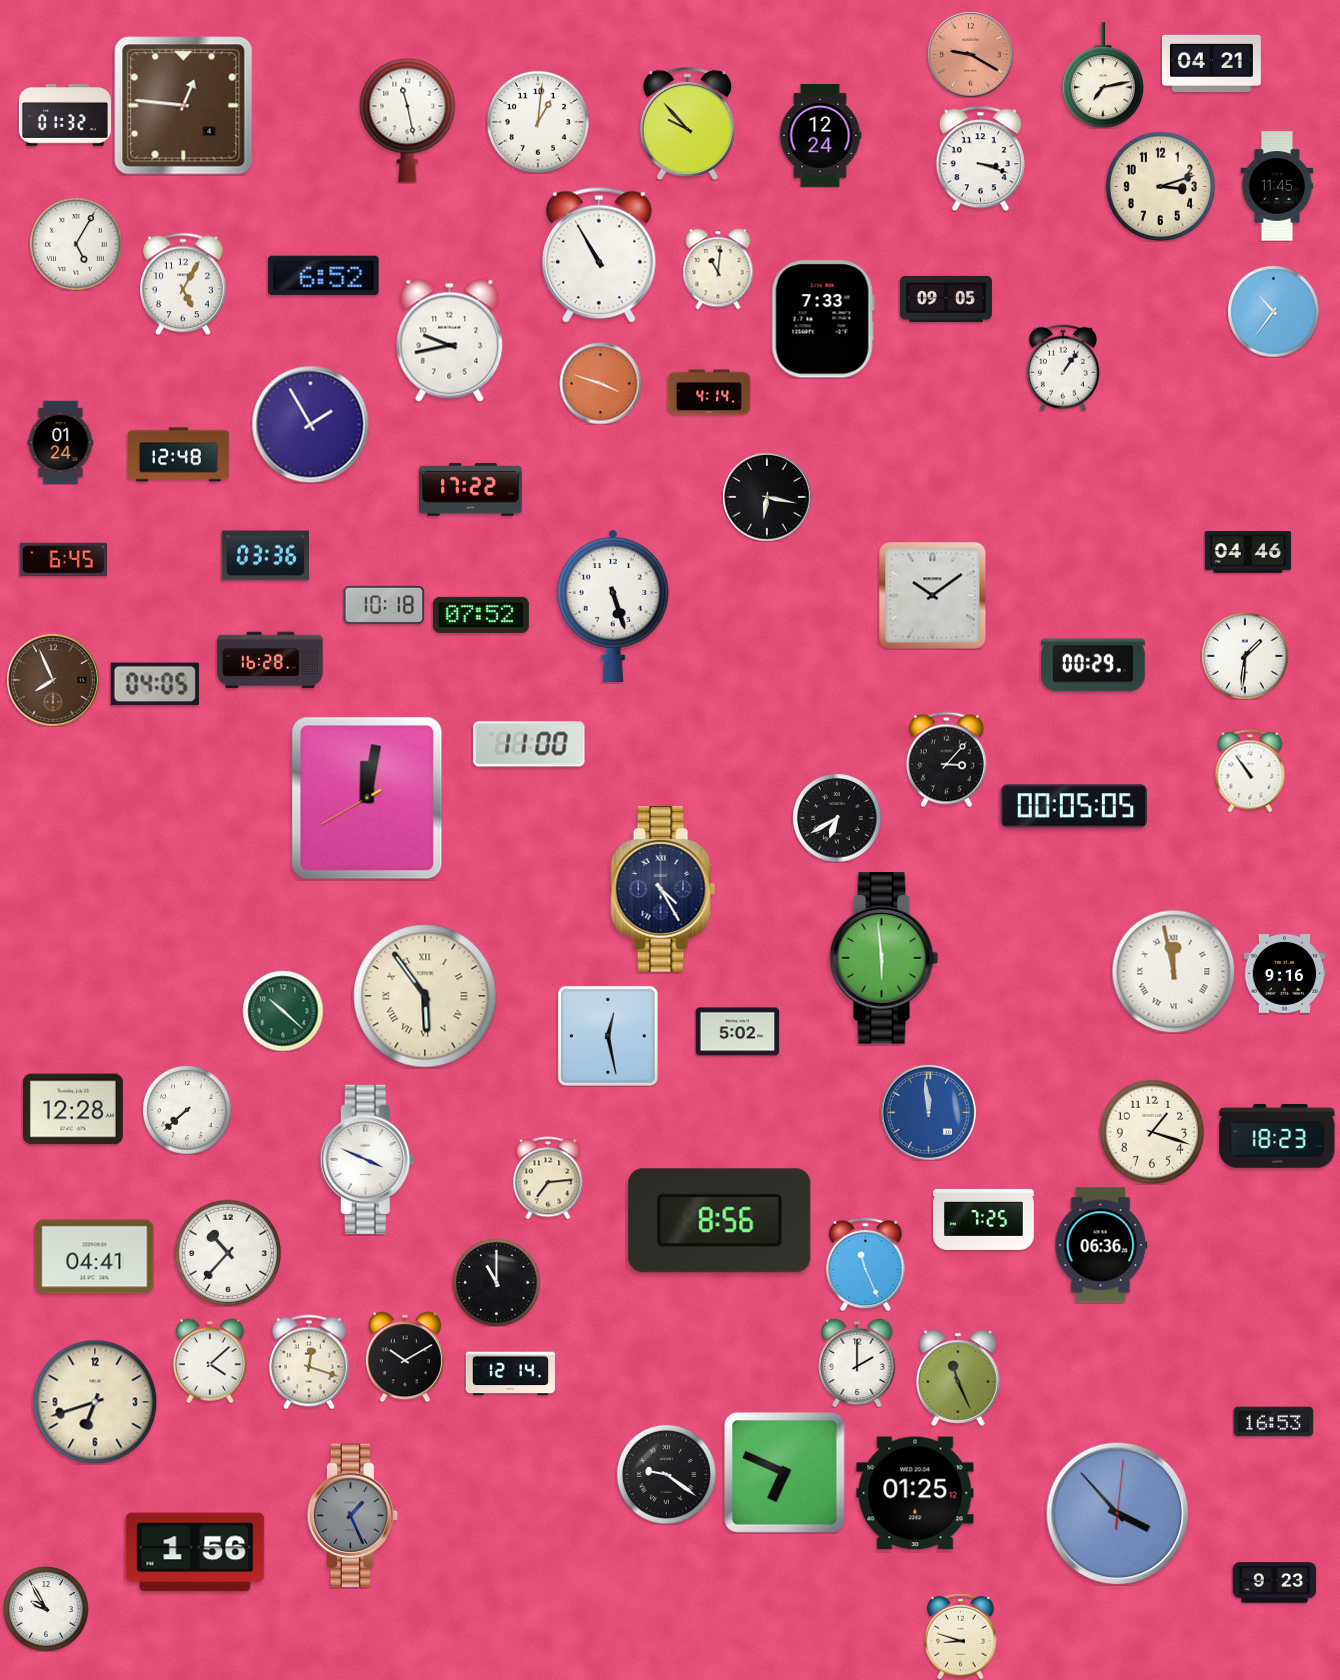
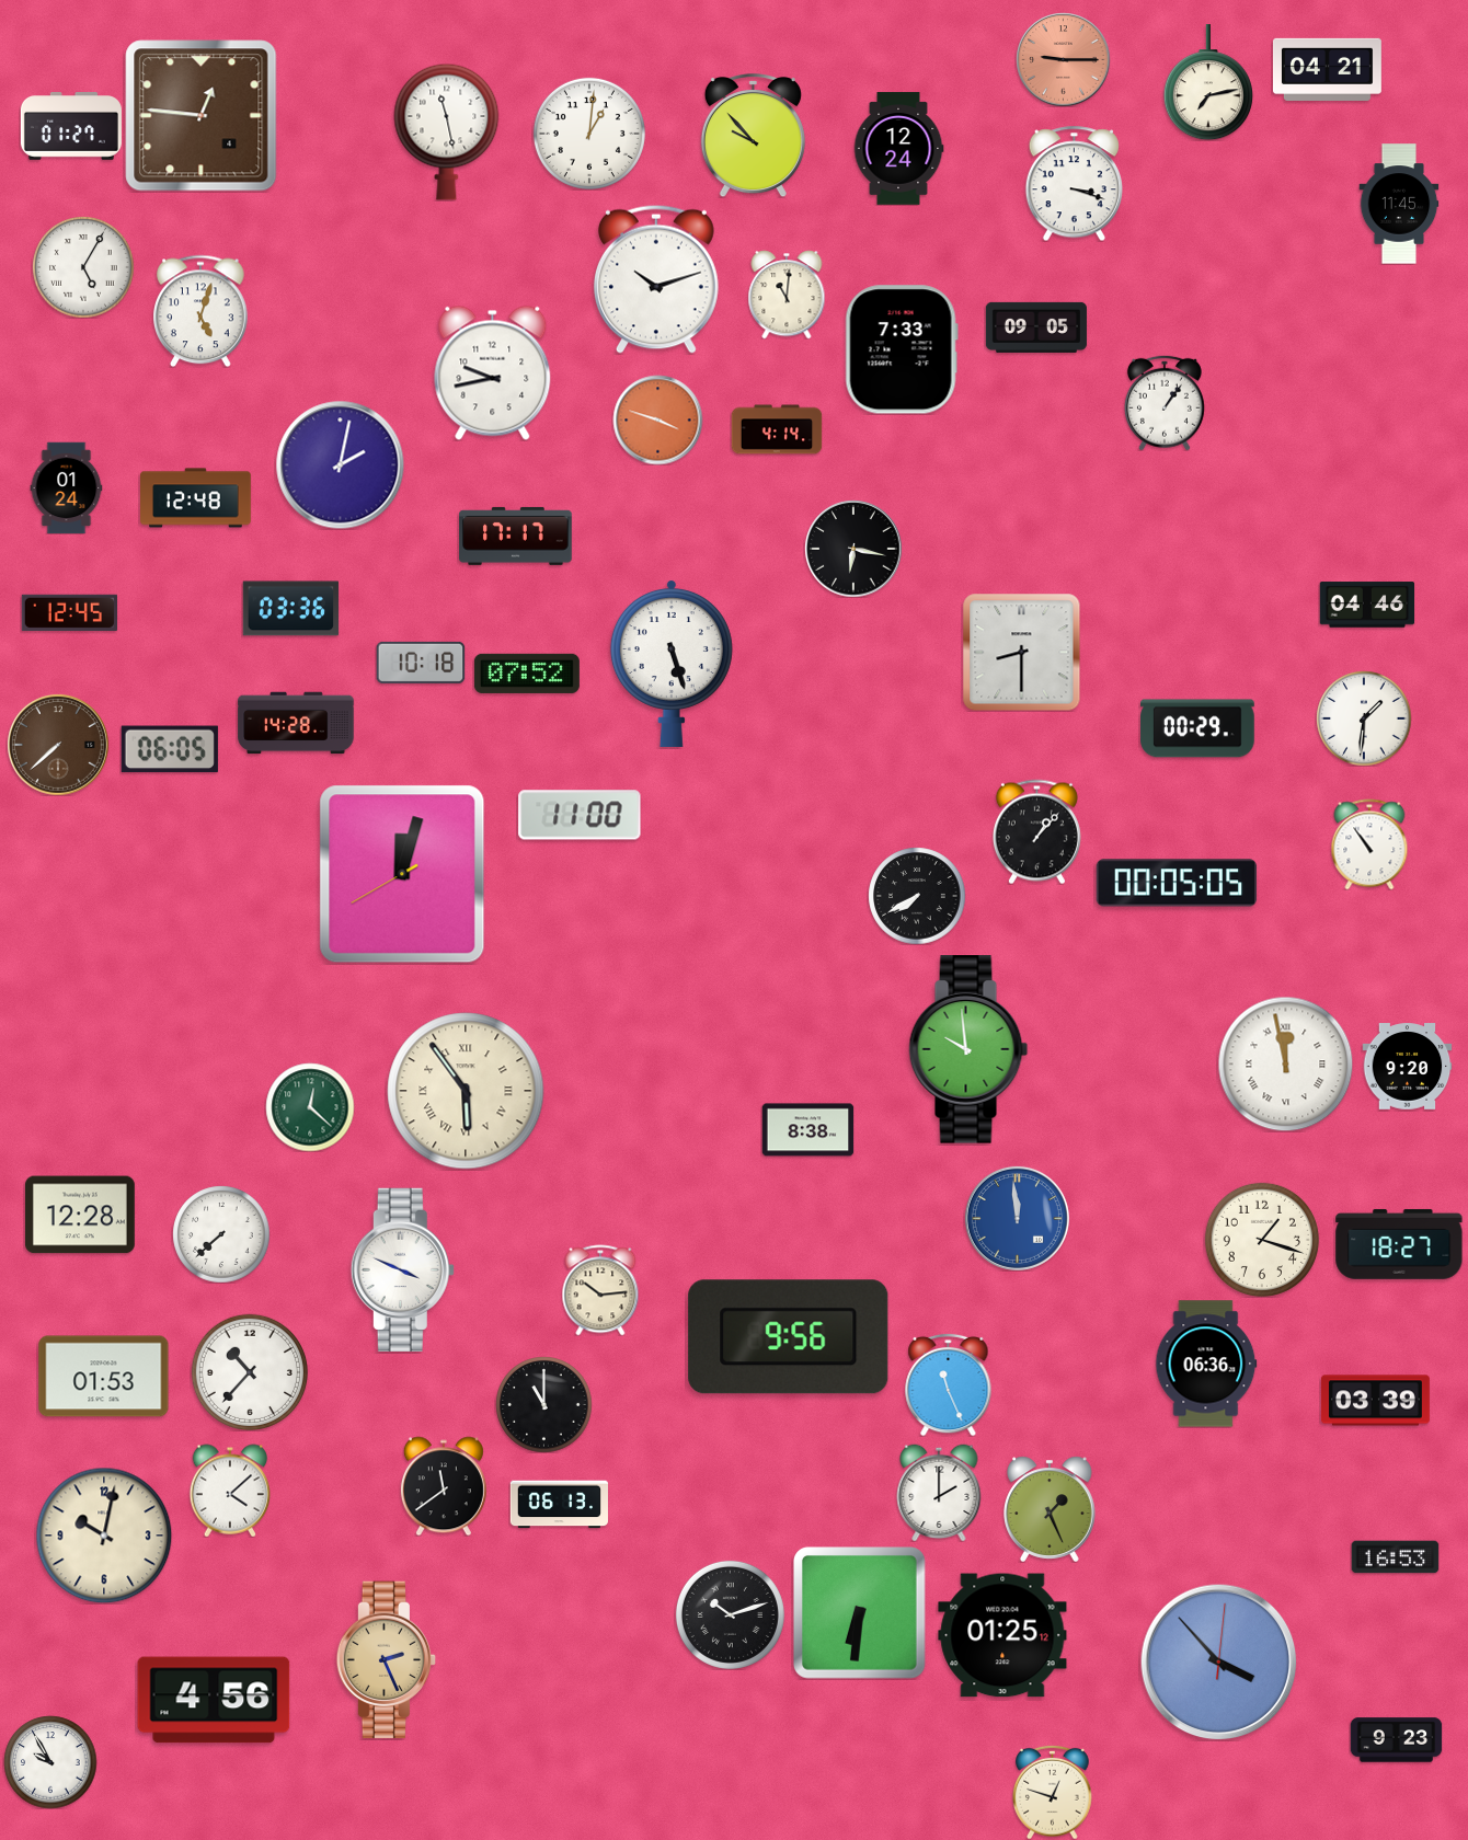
clock at (970, 54): 9:20 -> 9:15
clock at (65, 116): 01:32 -> 01:27
clock at (980, 158) position: (980, 158) -> (1074, 183)
clock at (1160, 186): 3:12 -> none
clock at (599, 255): 10:55 -> 10:12
clock at (324, 276): 6:52 -> none
clock at (184, 284): 5:05 -> 5:03
clock at (1273, 311): 10:36 -> none
clock at (310, 424): 1:55 -> 2:02
clock at (61, 442) position: (61, 442) -> (67, 487)
clock at (471, 489): 17:22 -> 17:17
clock at (767, 497) position: (767, 497) -> (853, 549)
clock at (63, 559): 6:45 -> 12:45
clock at (932, 595): 10:09 -> 8:30
clock at (270, 660): 16:28 -> 14:28
clock at (53, 680): 7:56 -> 7:38
clock at (155, 684): 04:05 -> 06:05
clock at (946, 759): 3:07 -> 1:07
clock at (367, 798): 12:01 -> 12:02
clock at (837, 818): 6:40 -> 7:40
clock at (663, 889): 4:25 -> none
clock at (884, 958): 5:59 -> 9:59
clock at (1284, 974): 9:16 -> 9:20
clock at (283, 1011): 10:22 -> 12:22
clock at (737, 1032): 5:02 -> 8:38
clock at (608, 1036): 12:28 -> none
clock at (187, 1110) position: (187, 1110) -> (221, 1234)
clock at (1277, 1136): 18:23 -> 18:27
clock at (548, 1178): 7:14 -> 10:14
clock at (984, 1219): 7:25 -> none
clock at (720, 1221): 8:56 -> 9:56
clock at (95, 1257): 04:41 -> 01:53
clock at (1375, 1401): none -> 03:39
clock at (405, 1357): 10:10 -> 11:39
clock at (309, 1362): 12:18 -> none
clock at (510, 1374): 12:14 -> 06:13
clock at (959, 1378): 11:26 -> 1:26
clock at (95, 1402): 6:42 -> 10:02
clock at (785, 1473): 6:49 -> 6:31
clock at (666, 1474): 9:21 -> 10:12
clock at (1117, 1513) position: (1117, 1513) -> (1218, 1661)
clock at (353, 1516): 1:26 -> 2:26
clock at (353, 1516) dial: grey -> champagne
clock at (195, 1552): 1:56 -> 4:56
clock at (1274, 1583) position: (1274, 1583) -> (1396, 1740)
clock at (961, 1636): 8:48 -> 12:48
